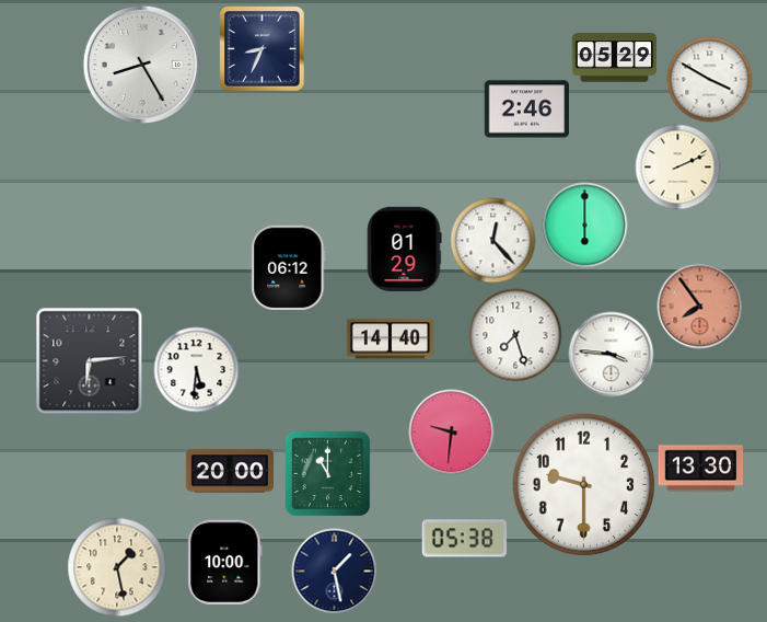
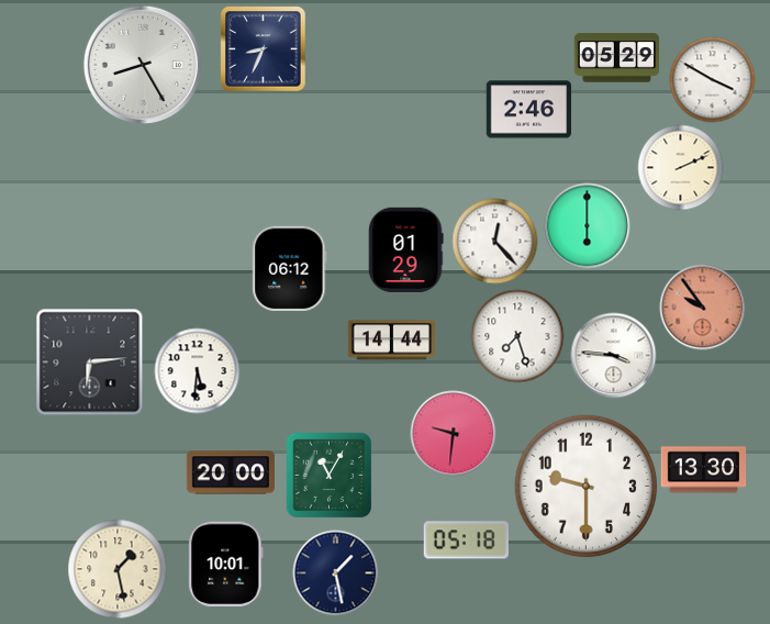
clock at (699, 306): 7:54 -> 9:54
clock at (390, 339): 14:40 -> 14:44
clock at (327, 473): 11:00 -> 11:05
clock at (464, 539): 05:38 -> 05:18
clock at (225, 562): 10:00 -> 10:01
